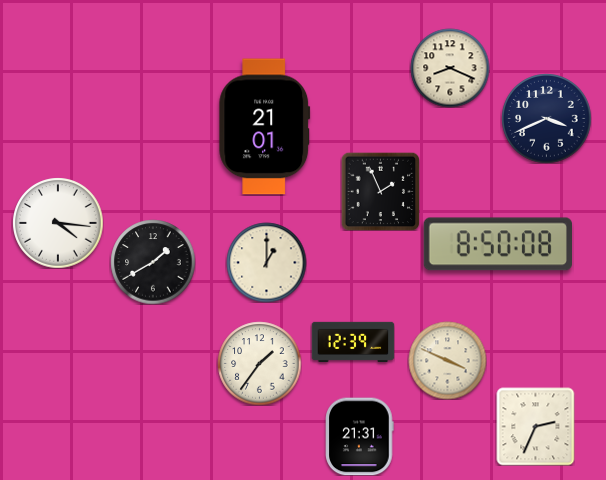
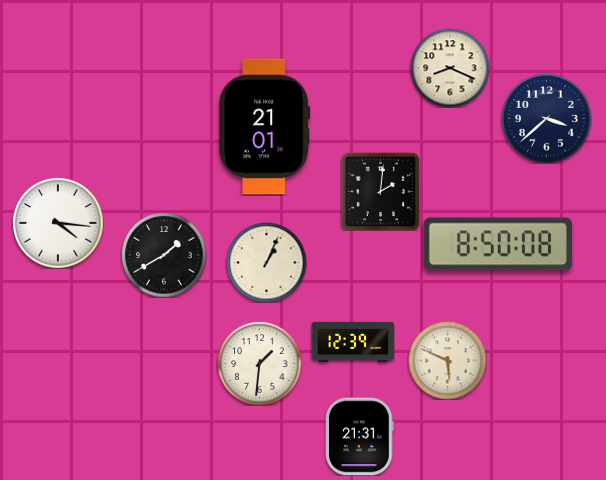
clock at (546, 118): 3:41 -> 3:38
clock at (380, 191): 1:56 -> 2:01
clock at (153, 262) position: (153, 262) -> (164, 255)
clock at (266, 262): 1:00 -> 1:04
clock at (447, 360): 3:49 -> 5:49
clock at (259, 363): 1:36 -> 1:31
clock at (535, 426): 2:34 -> none
